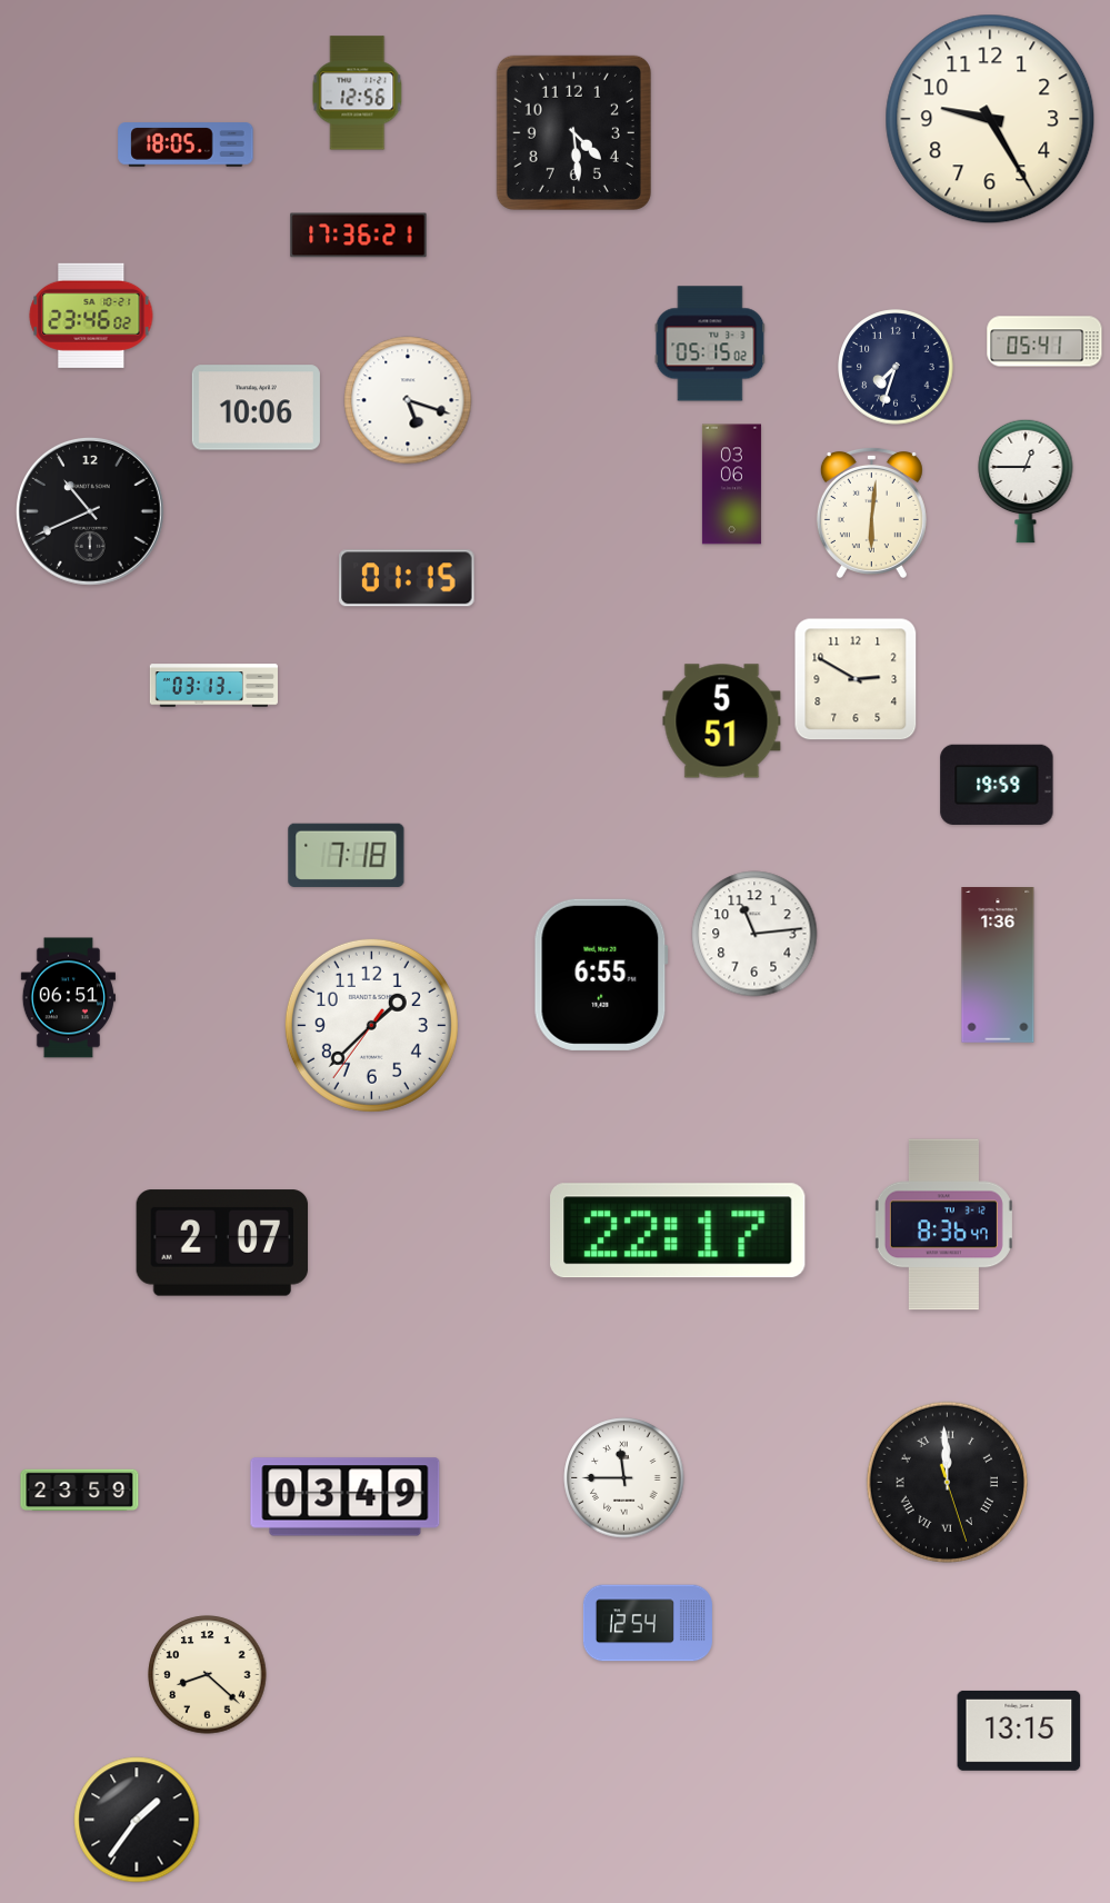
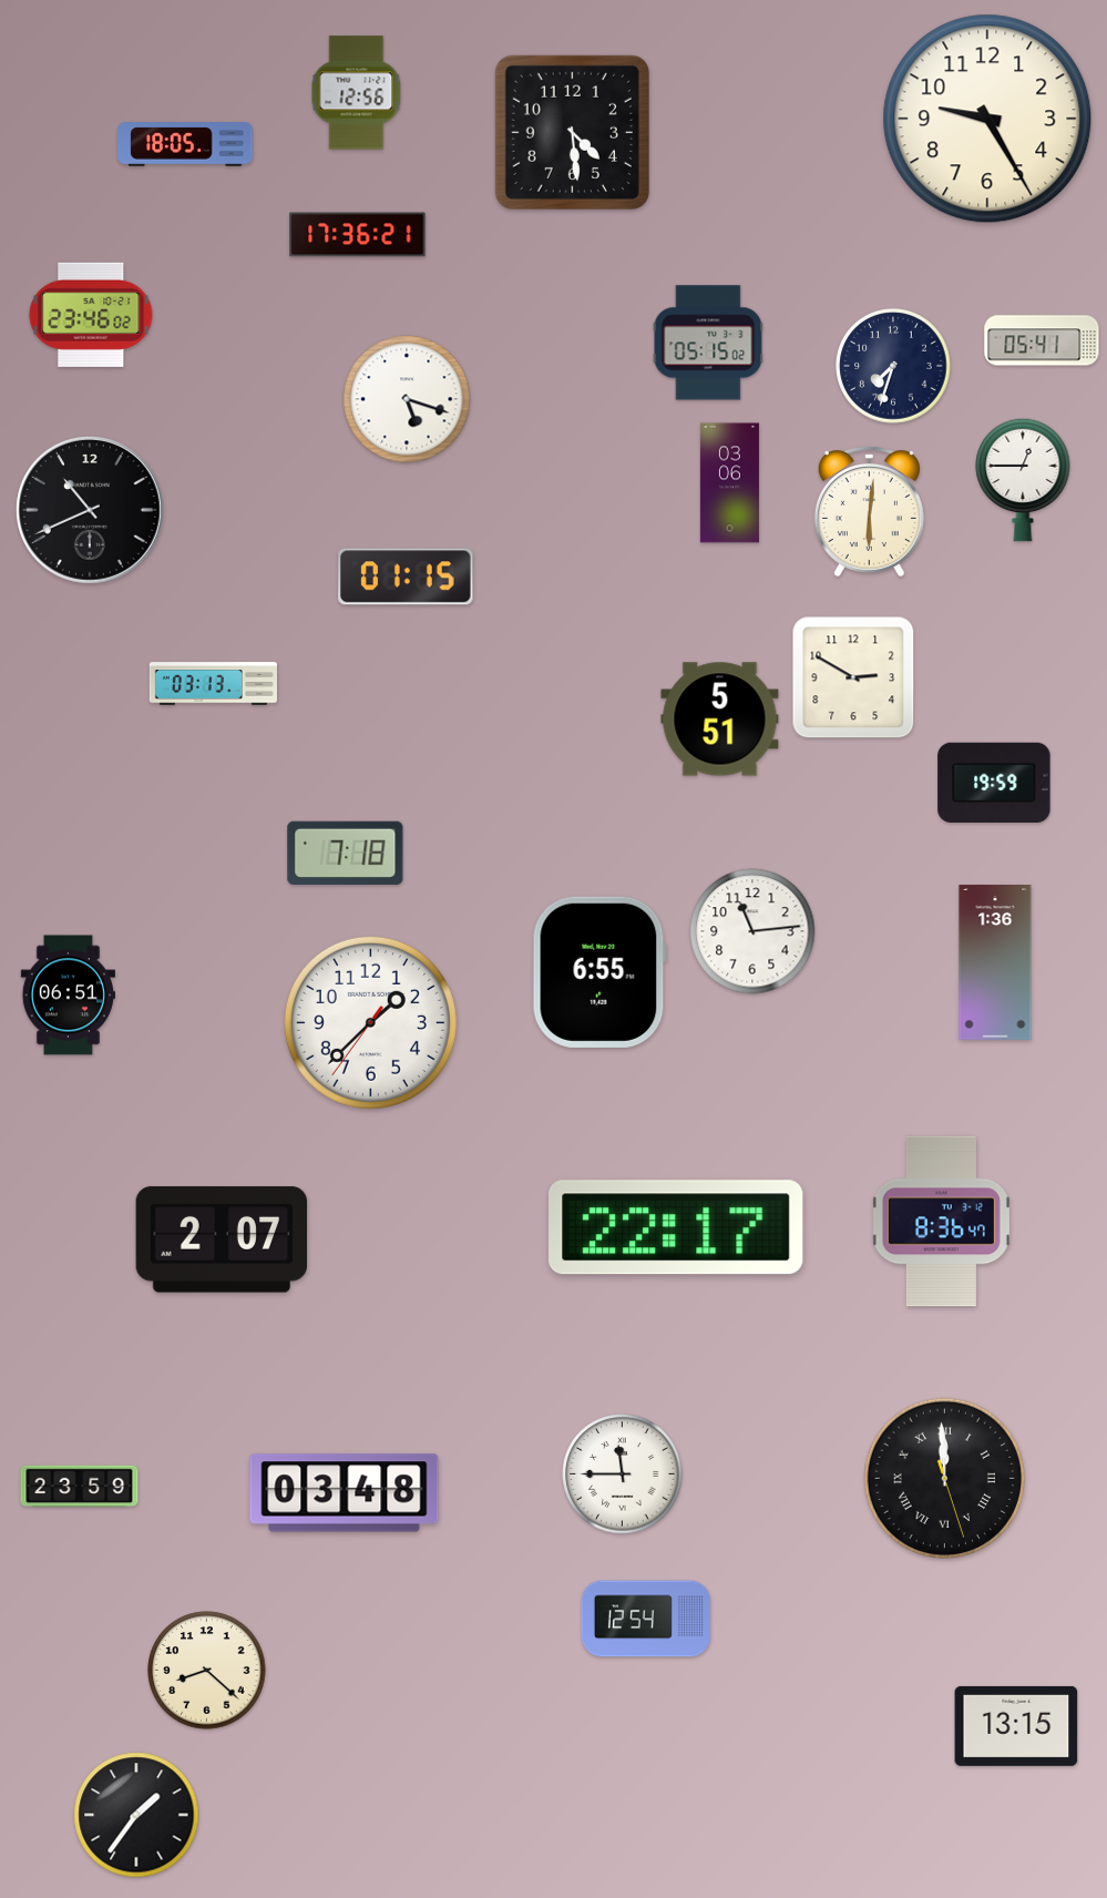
clock at (256, 408): 10:06 -> none
clock at (346, 1497): 03:49 -> 03:48
